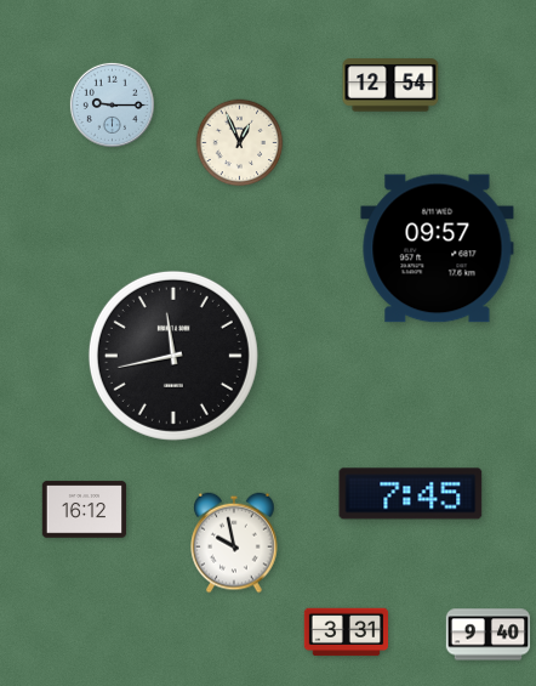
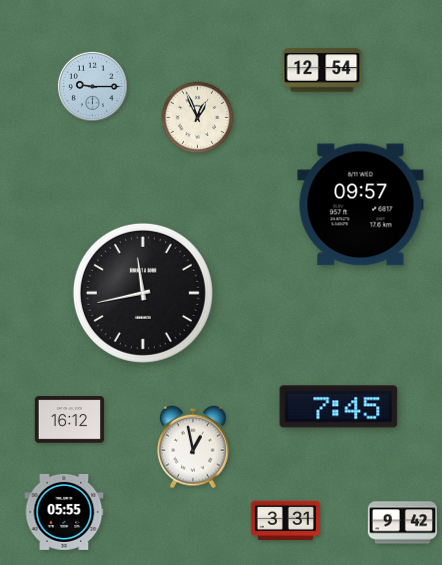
clock at (234, 543): 9:58 -> 12:58
clock at (64, 512): none -> 05:55
clock at (489, 635): 9:40 -> 9:42
